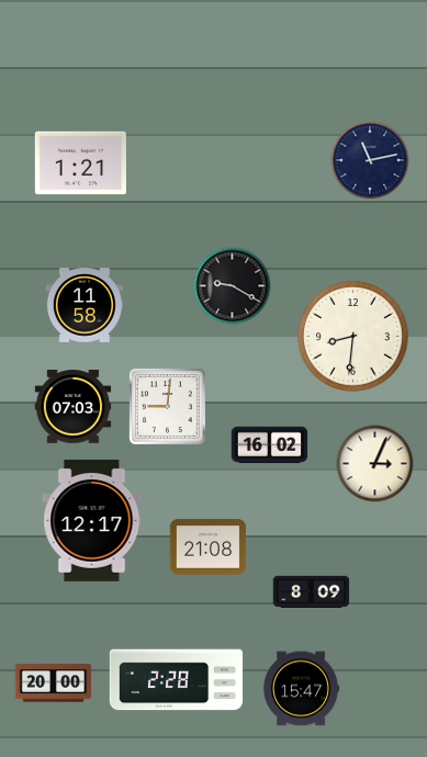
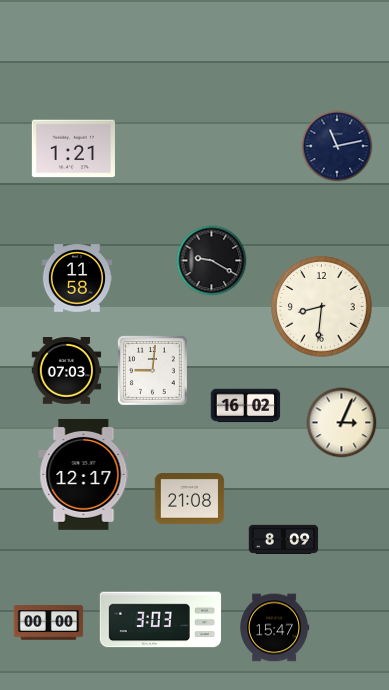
clock at (177, 680): 2:28 -> 3:03
clock at (54, 683): 20:00 -> 00:00
